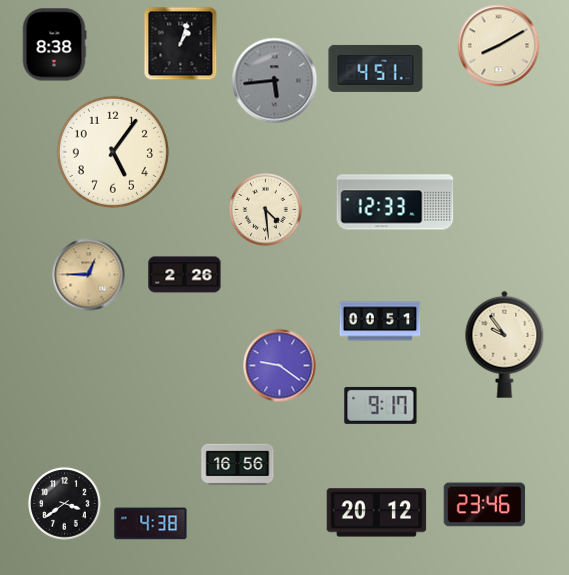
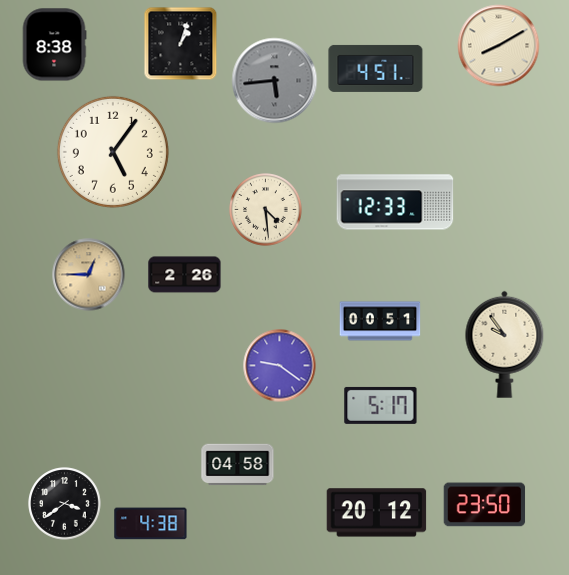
clock at (381, 405): 9:17 -> 5:17
clock at (238, 465): 16:56 -> 04:58
clock at (485, 505): 23:46 -> 23:50
